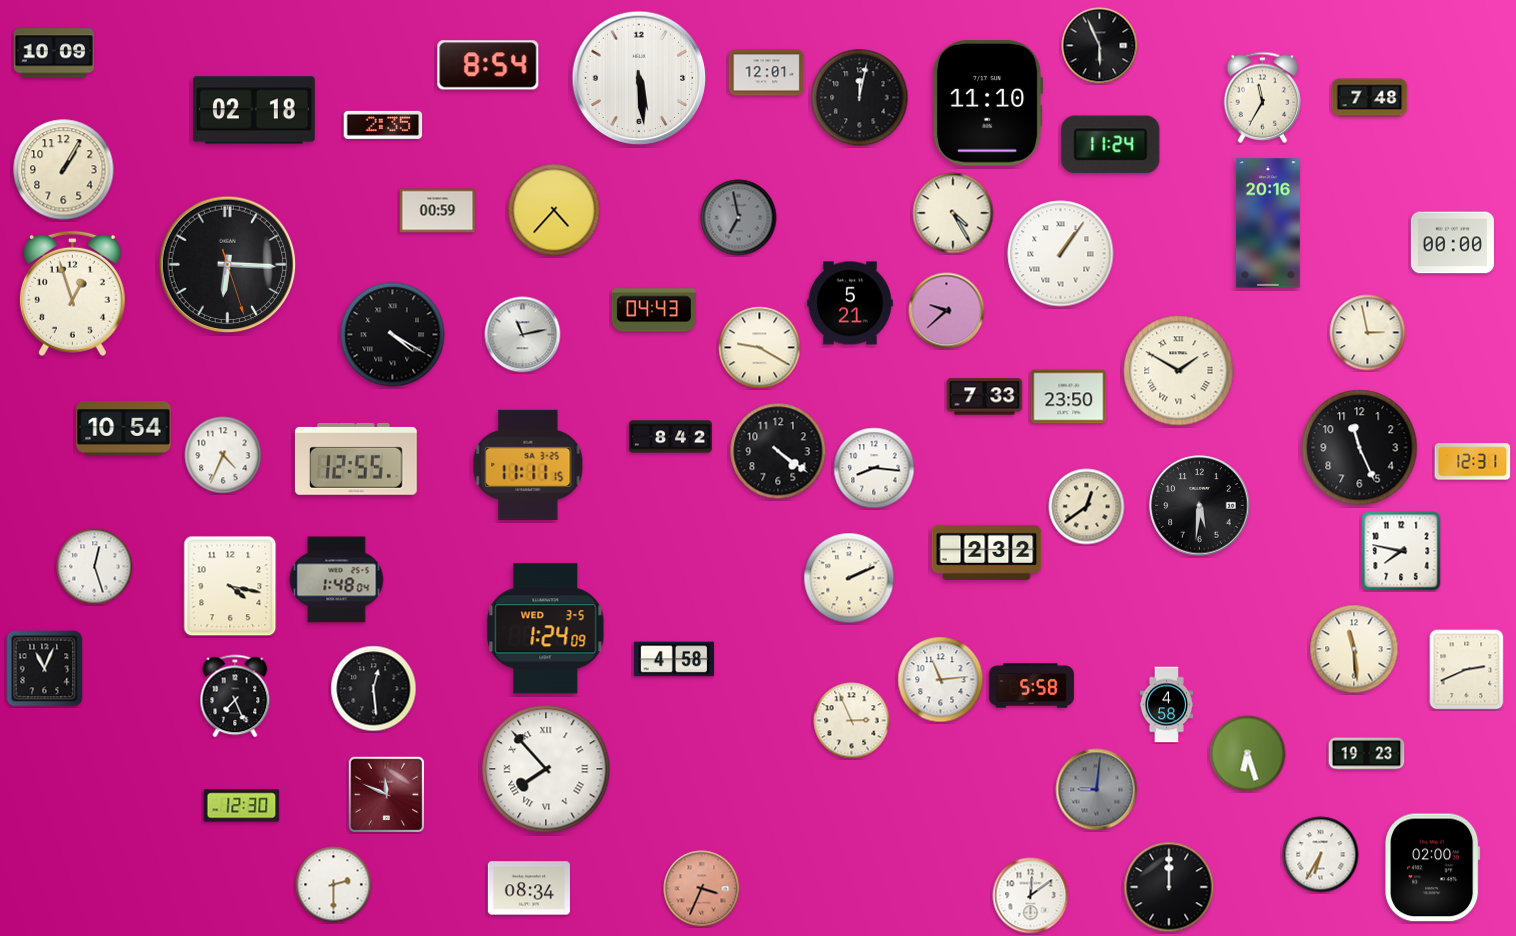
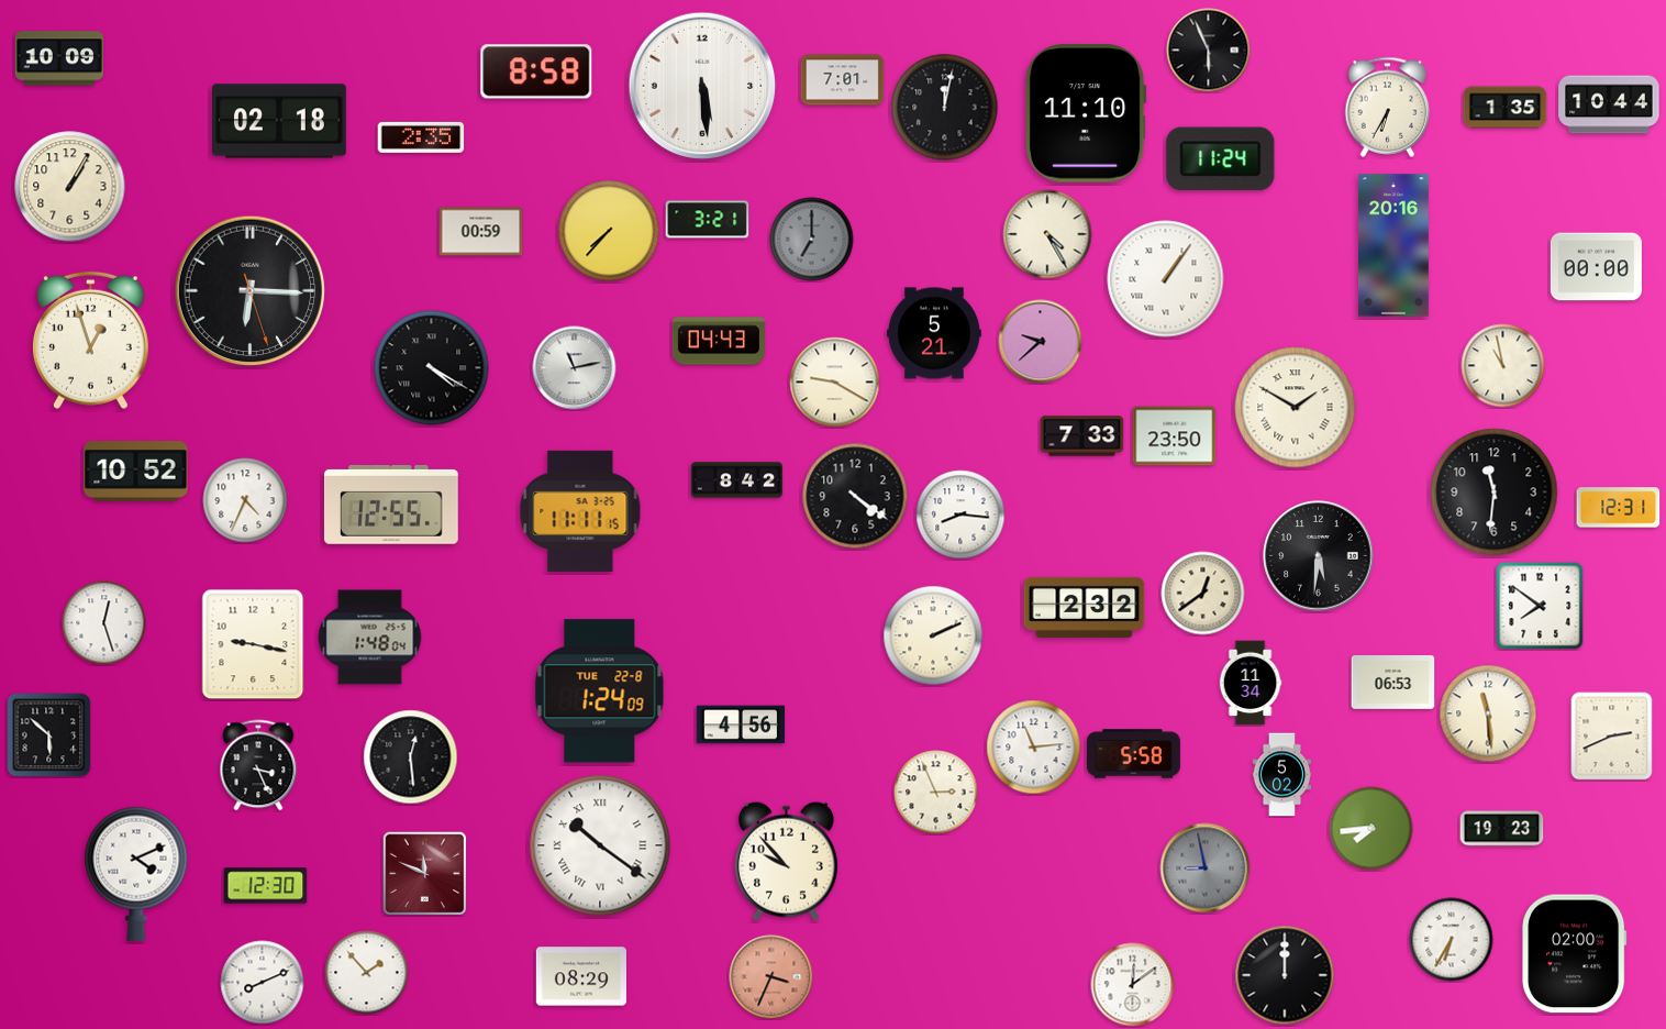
clock at (488, 65): 8:54 -> 8:58
clock at (767, 73): 12:01 -> 7:01
clock at (1609, 104): none -> 10:44
clock at (1263, 97): 11:35 -> 6:35
clock at (1370, 98): 7:48 -> 1:35
clock at (708, 220): none -> 3:21
clock at (554, 210): 4:37 -> 7:37
clock at (739, 218): 6:58 -> 7:00
clock at (72, 294) position: (72, 294) -> (90, 341)
clock at (1368, 333): 2:58 -> 10:58
clock at (124, 429): 10:54 -> 10:52
clock at (1360, 448): 11:26 -> 11:31
clock at (1087, 507) position: (1087, 507) -> (1203, 594)
clock at (1401, 551): 7:47 -> 7:51
clock at (230, 586): 4:17 -> 9:17
clock at (1251, 683): none -> 11:34
clock at (1393, 683): none -> 06:53
clock at (546, 629) date: WED 3-5 -> TUE 22-8
clock at (674, 659): 4:58 -> 4:56
clock at (45, 669): 11:04 -> 5:52
clock at (235, 696): 7:26 -> 3:26
clock at (1167, 705): 4:58 -> 5:02
clock at (1248, 754): 6:27 -> 7:44
clock at (546, 769): 7:53 -> 10:21
clock at (786, 861): none -> 9:53
clock at (1097, 790): 9:01 -> 8:58
clock at (136, 874): none -> 4:11
clock at (334, 885): 2:30 -> 1:53
clock at (529, 888): 08:34 -> 08:29
clock at (263, 983): none -> 8:11
